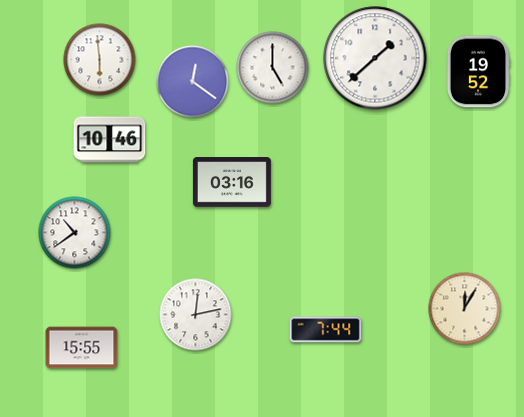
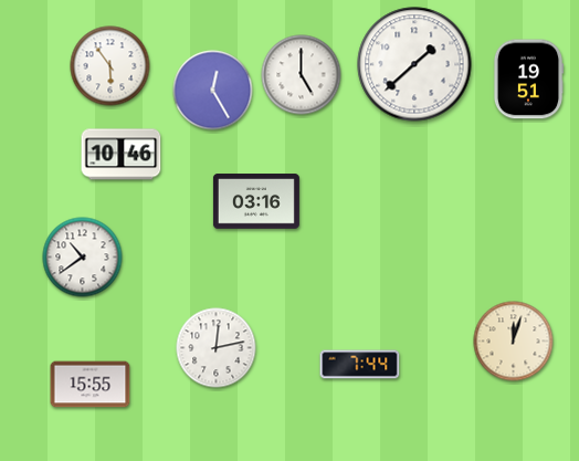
clock at (100, 60): 5:59 -> 5:54
clock at (478, 72): 19:52 -> 19:51
clock at (193, 82): 12:21 -> 12:25
clock at (465, 309): 12:05 -> 12:03
